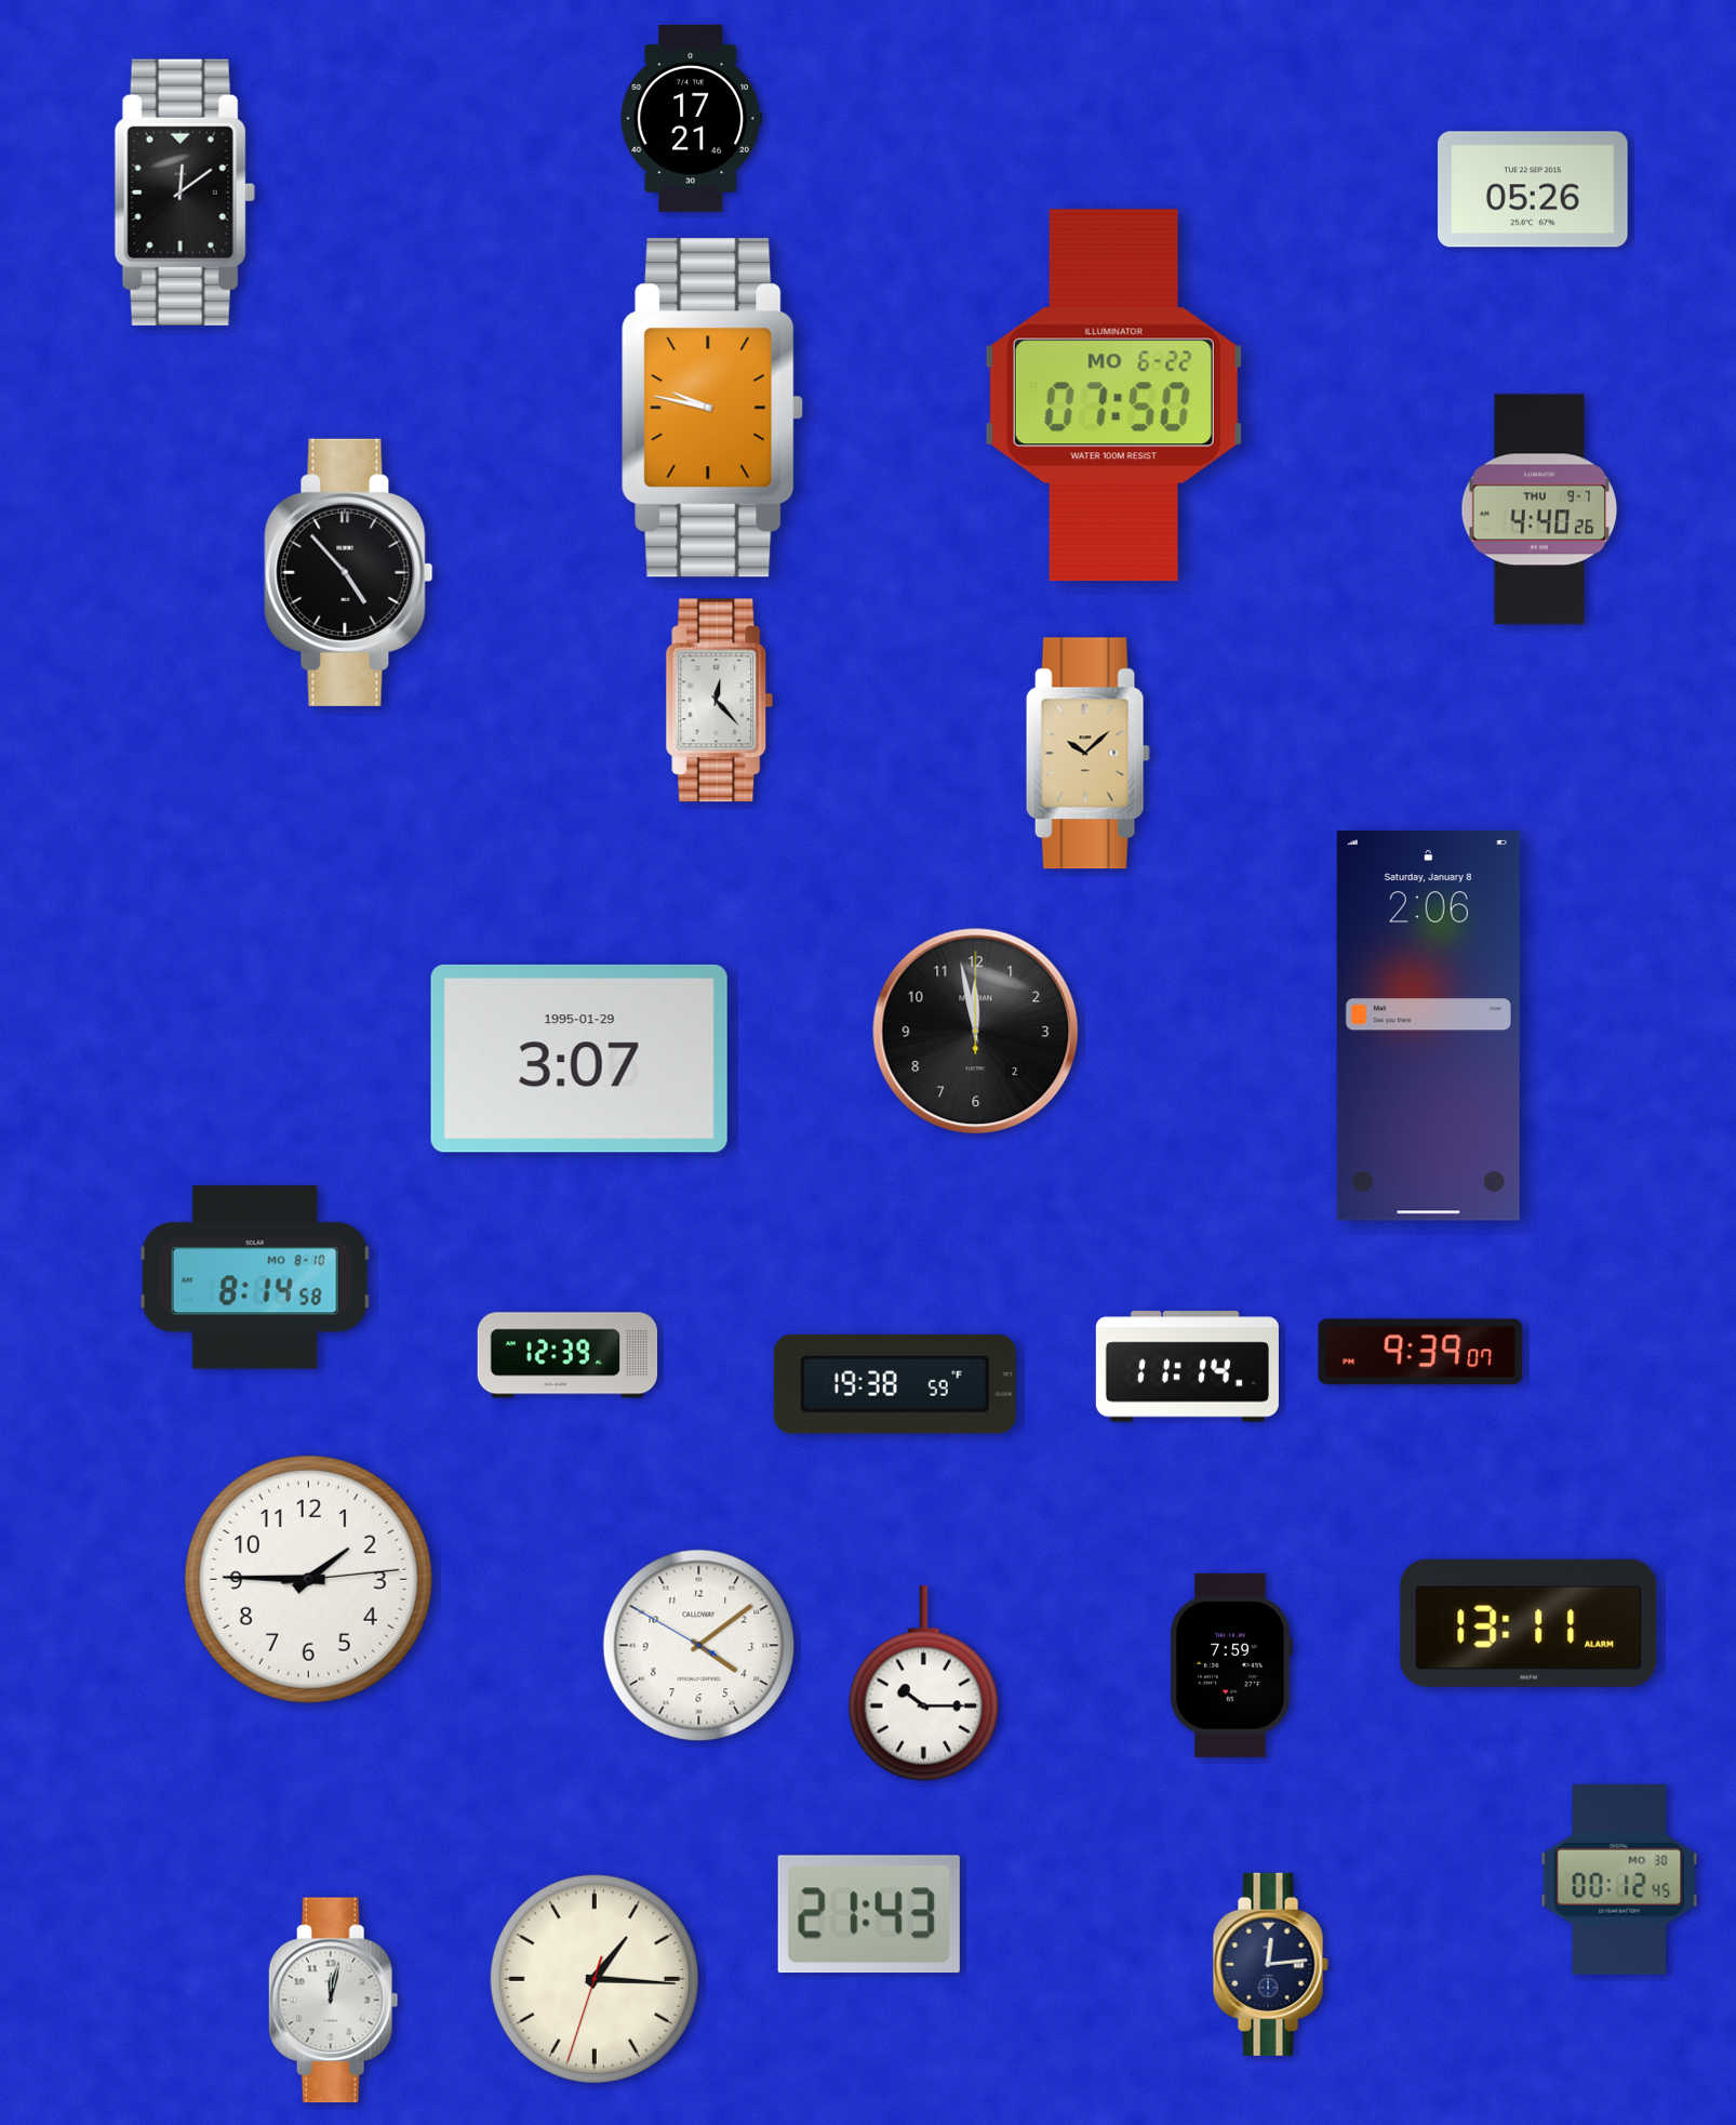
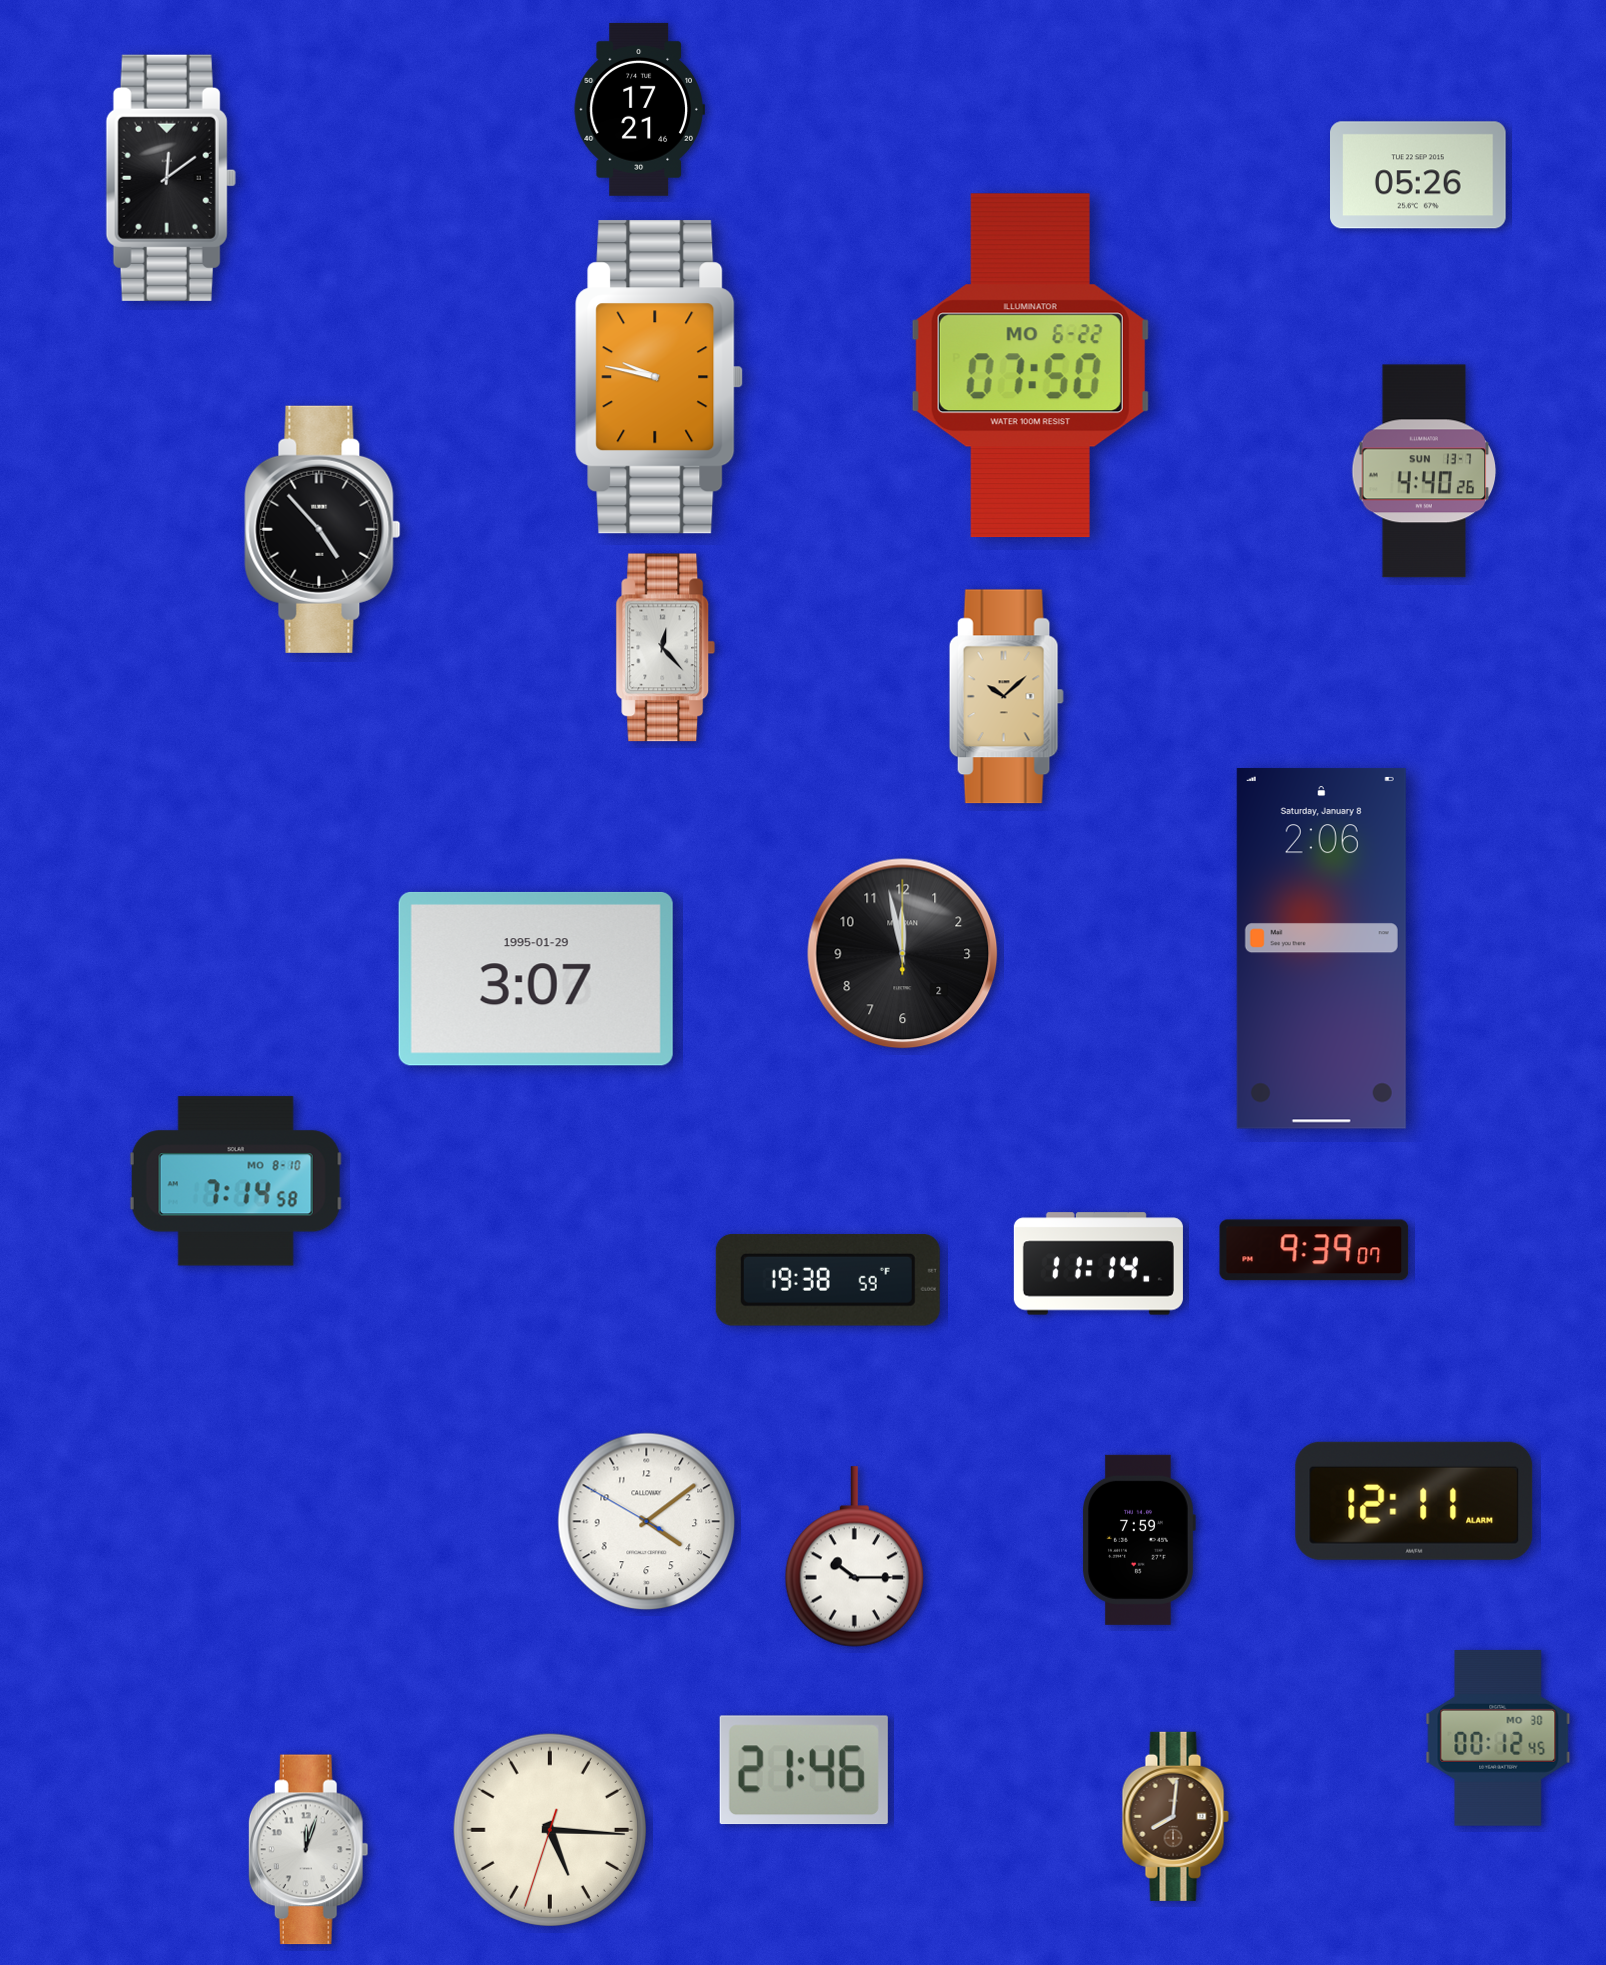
clock at (1539, 509) date: THU 9-7 -> SUN 13-7
clock at (255, 1277): 8:14 -> 7:14
clock at (567, 1355): 12:39 -> none
clock at (308, 1579): 1:45 -> none
clock at (1528, 1623): 13:11 -> 12:11
clock at (869, 1914): 21:43 -> 21:46
clock at (1270, 1964): 12:14 -> 8:01
clock at (1270, 1964) dial: navy -> brown
clock at (595, 1979): 1:15 -> 5:15
clock at (333, 2001): 12:02 -> 12:03
